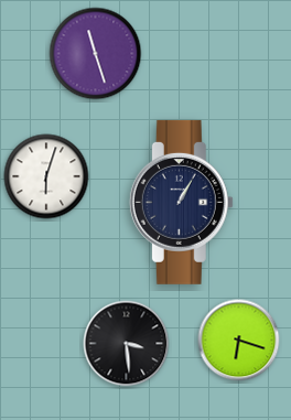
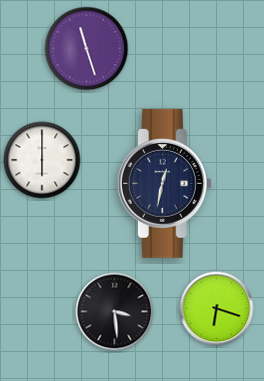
clock at (46, 176): 6:03 -> 6:00
clock at (181, 202): 1:05 -> 12:32
